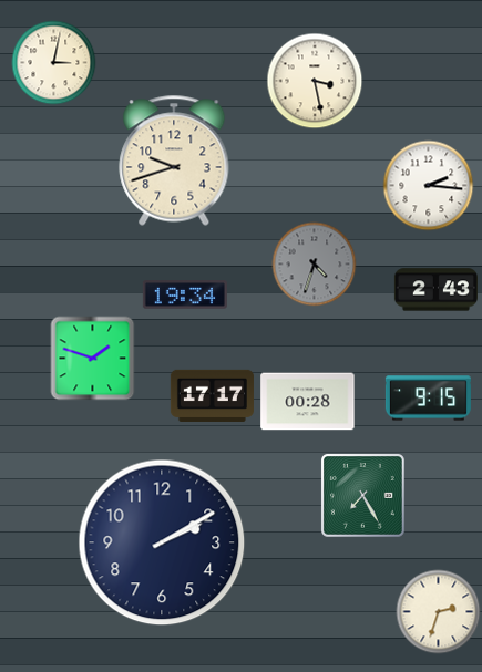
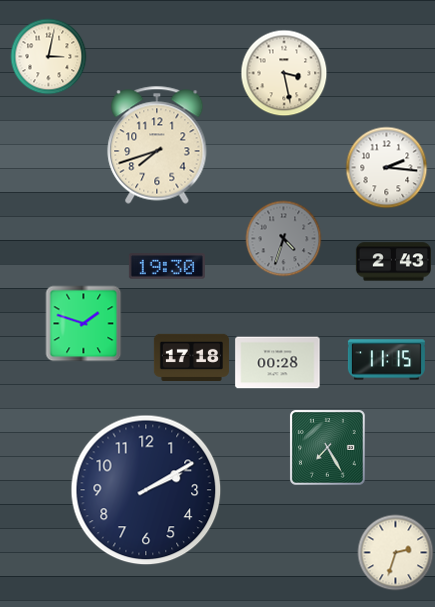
clock at (174, 161): 9:42 -> 7:42
clock at (185, 294): 19:34 -> 19:30
clock at (212, 395): 17:17 -> 17:18
clock at (428, 399): 9:15 -> 11:15
